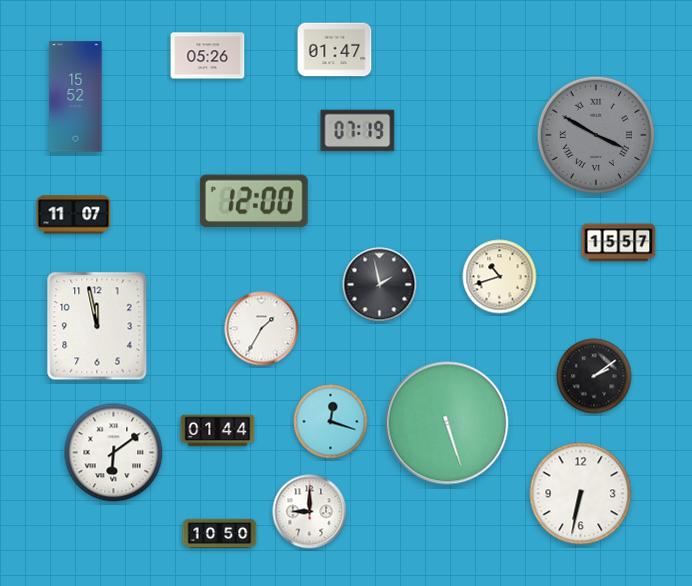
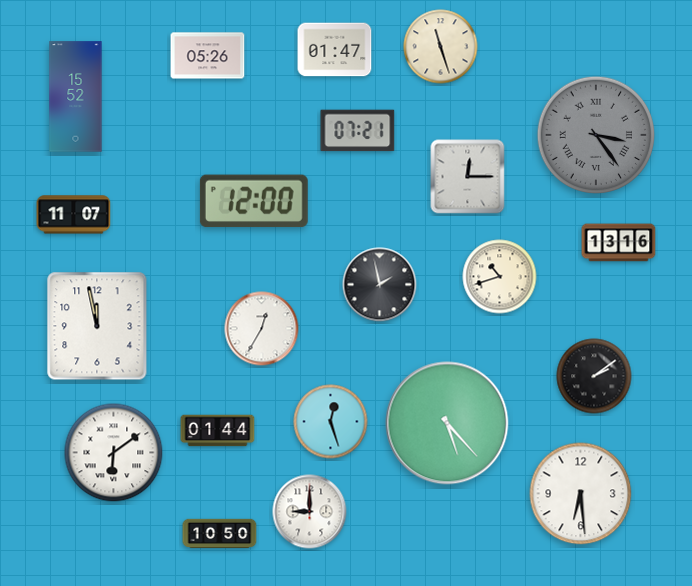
clock at (441, 47): none -> 11:27
clock at (358, 131): 07:19 -> 07:21
clock at (596, 135): 3:50 -> 3:24
clock at (468, 177): none -> 12:15
clock at (619, 243): 15:57 -> 13:16
clock at (262, 329): 1:35 -> 12:35
clock at (331, 422): 12:18 -> 12:27
clock at (447, 423): 5:27 -> 5:23
clock at (581, 494): 6:32 -> 6:29
